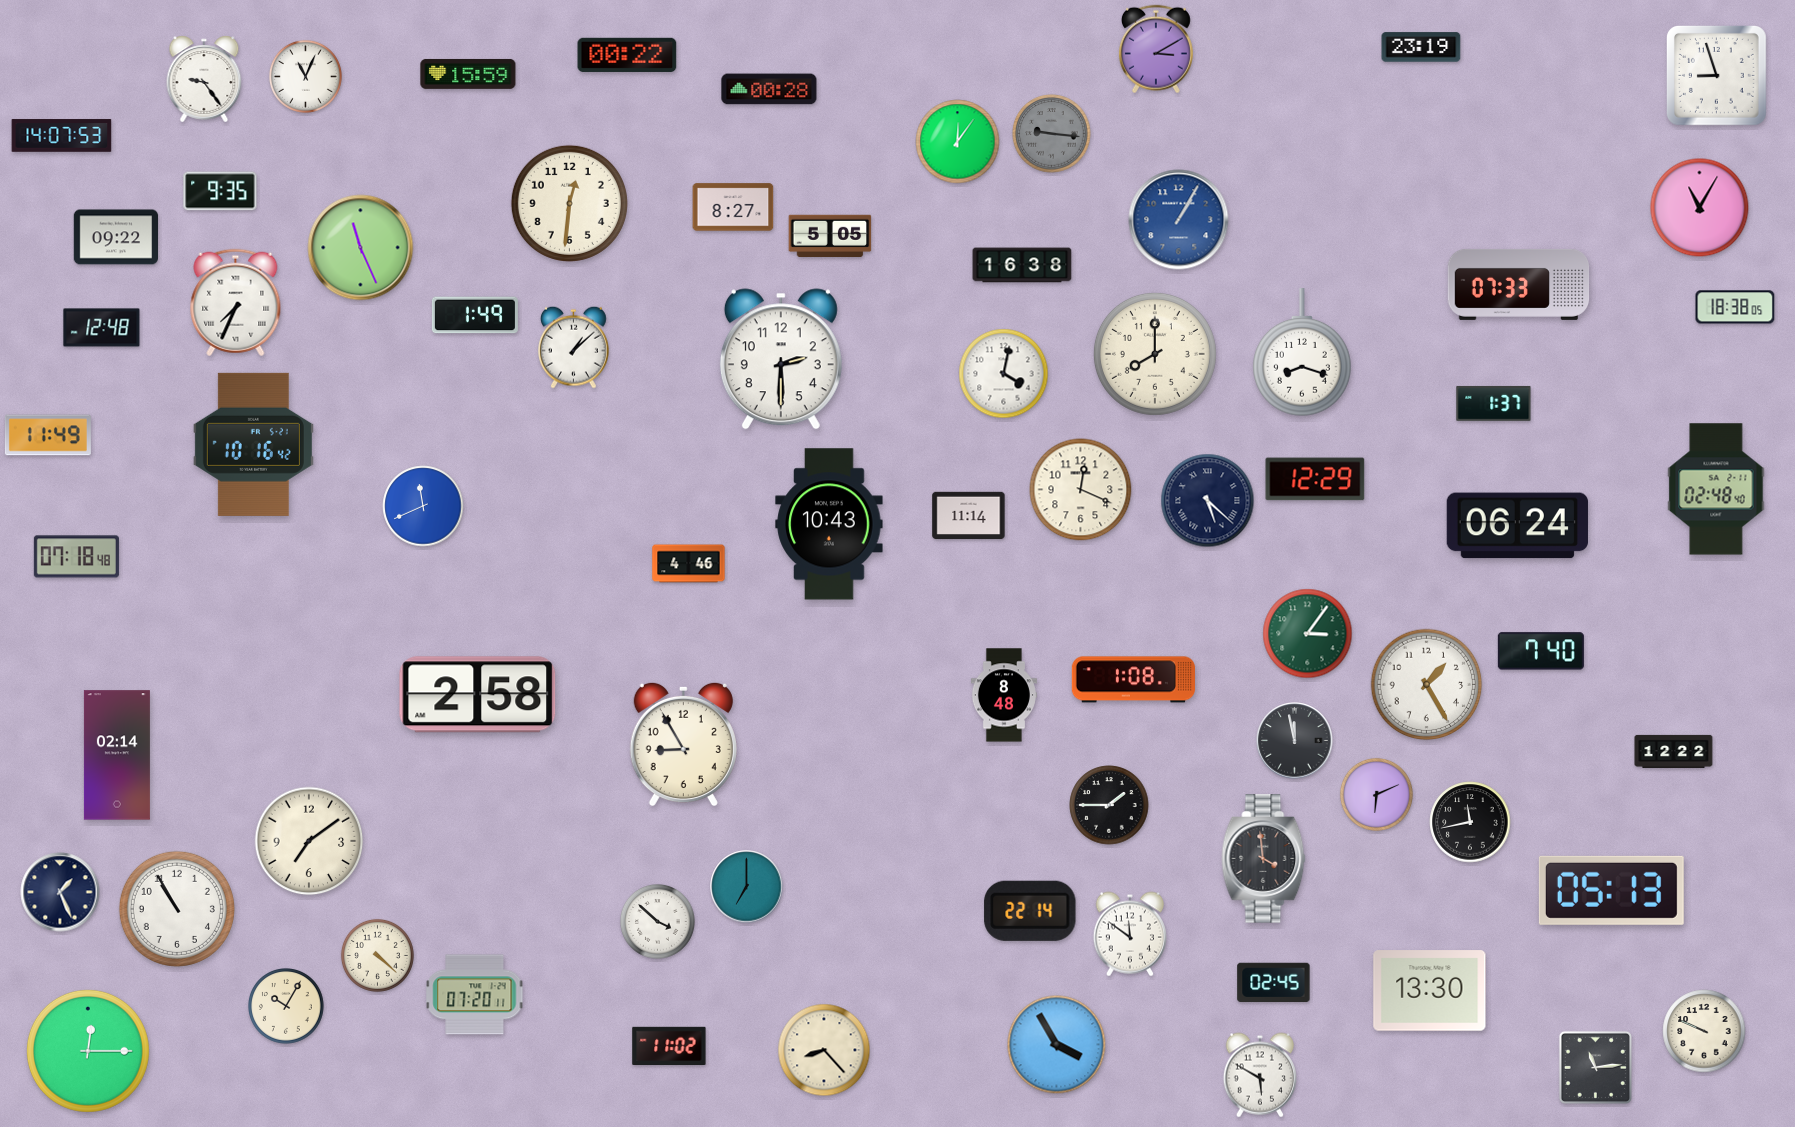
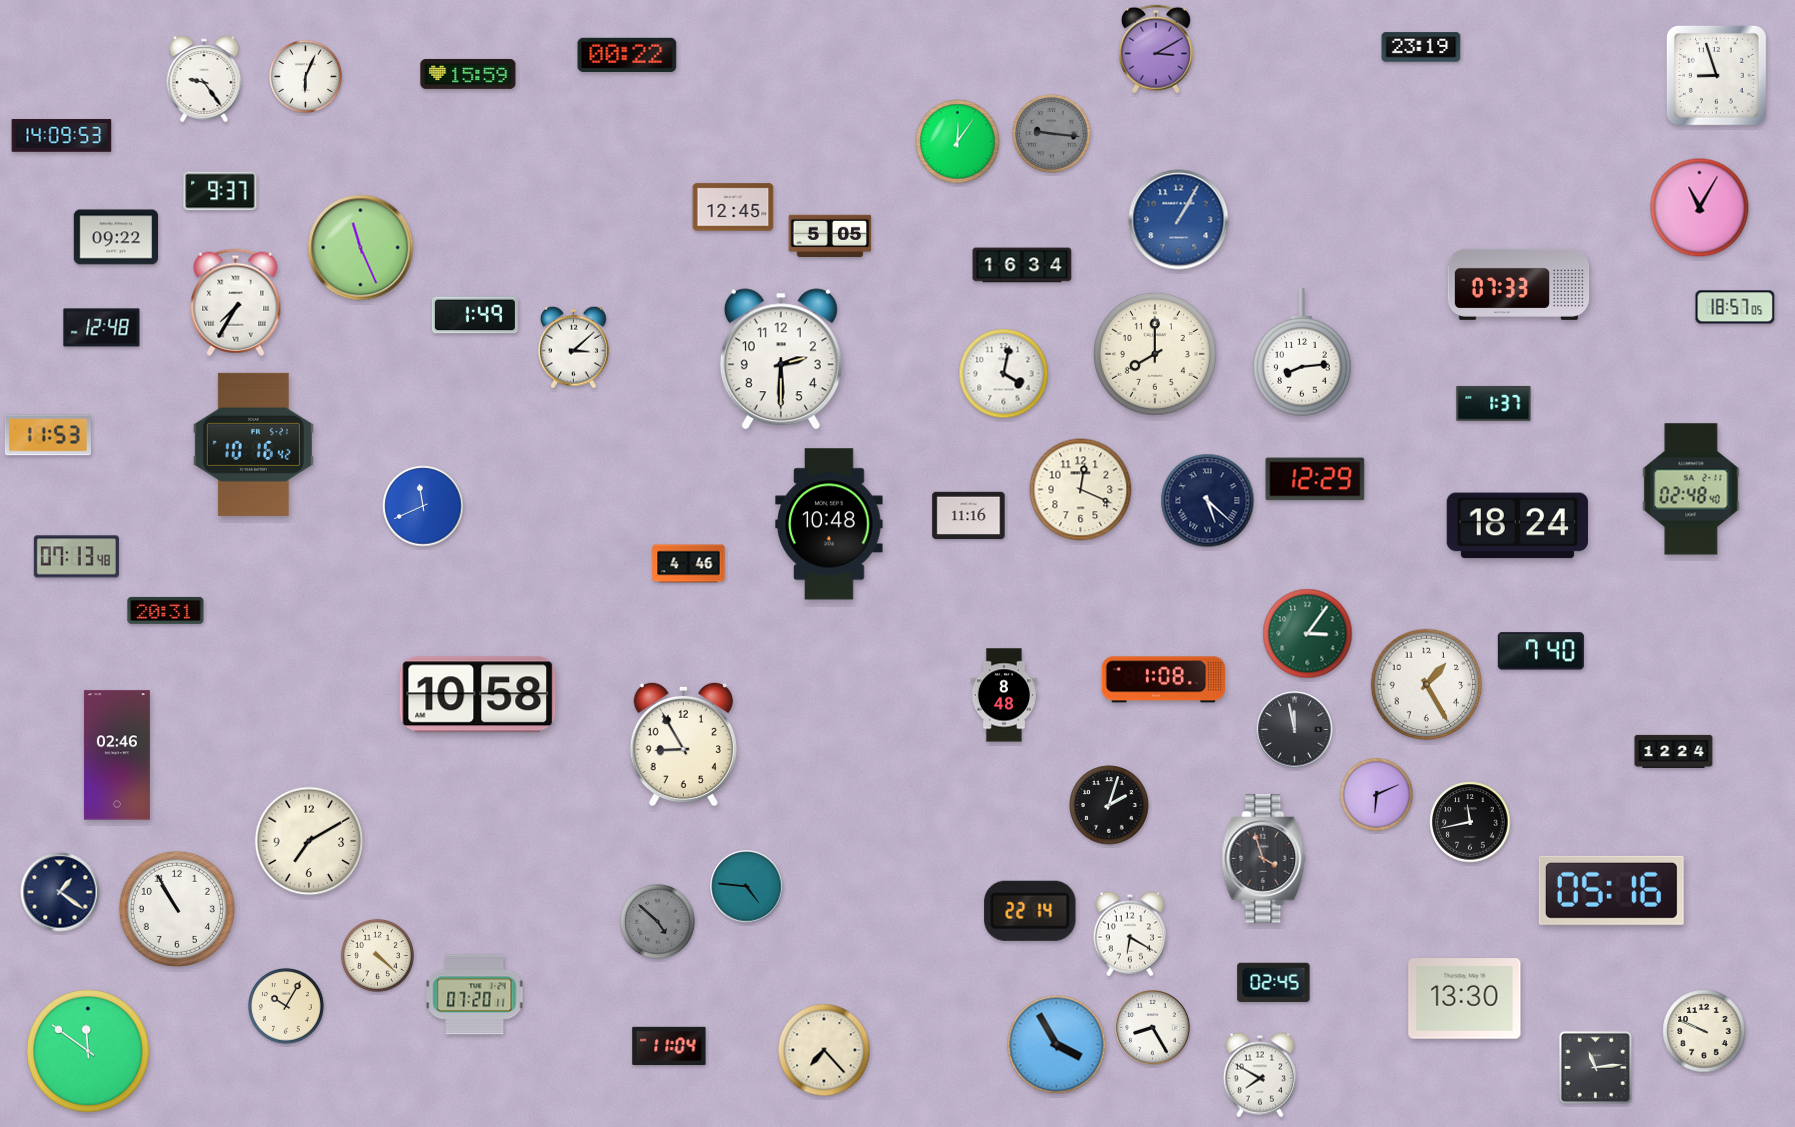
clock at (305, 76): 11:04 -> 6:04
clock at (769, 89): 00:28 -> none
clock at (62, 136): 14:07 -> 14:09
clock at (220, 191): 9:35 -> 9:37
clock at (569, 203): 12:31 -> none
clock at (733, 207): 8:27 -> 12:45
clock at (1022, 265): 16:38 -> 16:34
clock at (236, 303): 7:34 -> 7:35
clock at (1735, 307): 18:38 -> 18:57
clock at (574, 347): 1:08 -> 3:08
clock at (1303, 353): 8:18 -> 8:14
clock at (48, 435): 11:49 -> 11:53
clock at (1716, 489) position: (1716, 489) -> (1691, 489)
clock at (969, 516): 11:14 -> 11:16
clock at (829, 524): 10:43 -> 10:48
clock at (1517, 526): 06:24 -> 18:24
clock at (76, 557): 07:18 -> 07:13
clock at (166, 610): none -> 20:31
clock at (1133, 680) position: (1133, 680) -> (1163, 680)
clock at (478, 695): 2:58 -> 10:58
clock at (1295, 741) position: (1295, 741) -> (1295, 730)
clock at (1674, 751): 12:22 -> 12:24
clock at (117, 755): 02:14 -> 02:46
clock at (1109, 805): 1:45 -> 2:03
clock at (309, 841): 7:09 -> 7:10
clock at (1264, 859): 3:59 -> 3:57
clock at (747, 887): 7:00 -> 4:46
clock at (1611, 890): 05:13 -> 05:16
clock at (60, 892): 1:26 -> 1:21
clock at (658, 922): 3:52 -> 4:52
clock at (658, 922) dial: white -> grey
clock at (1130, 934): 11:51 -> 6:20
clock at (1430, 991) position: (1430, 991) -> (1465, 999)
clock at (1153, 1028): none -> 8:25
clock at (669, 1045): 11:02 -> 11:04
clock at (824, 1050): 8:23 -> 7:23
clock at (88, 1051): 12:15 -> 11:51
clock at (1260, 1075): 5:50 -> 7:50
